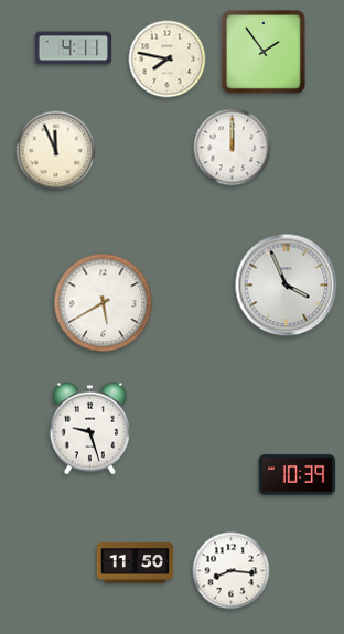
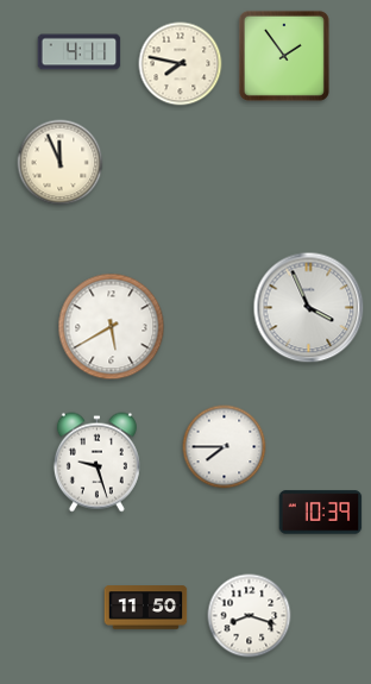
clock at (233, 148): 12:00 -> none
clock at (225, 447): none -> 7:45
clock at (232, 571): 8:16 -> 8:18
